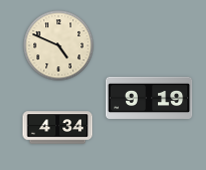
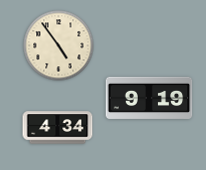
clock at (59, 46): 4:49 -> 4:54
